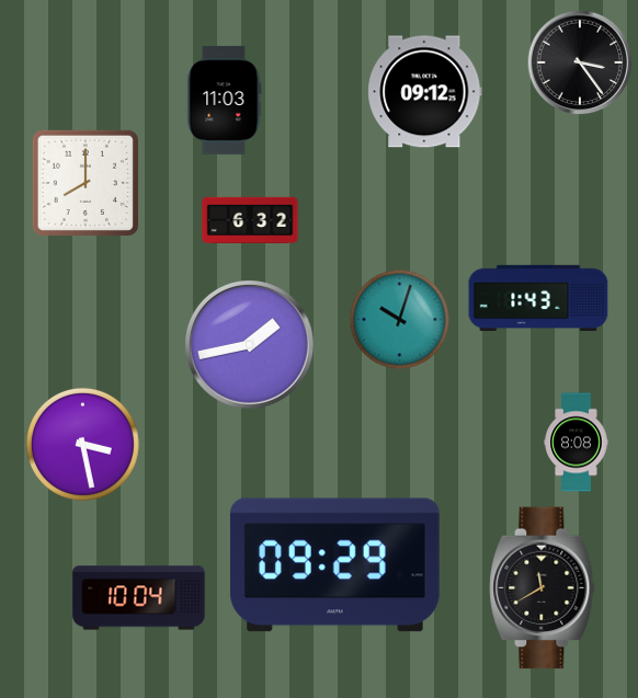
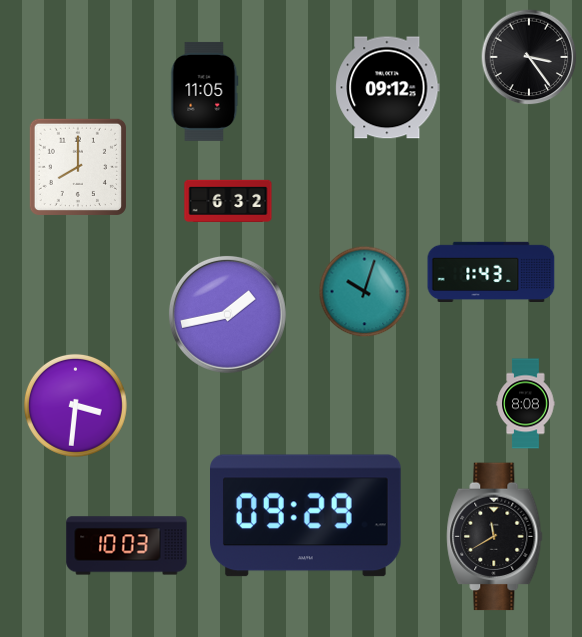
clock at (425, 92) position: (425, 92) -> (388, 88)
clock at (225, 100): 11:03 -> 11:05
clock at (82, 444): 3:28 -> 3:31
clock at (139, 598): 10:04 -> 10:03
